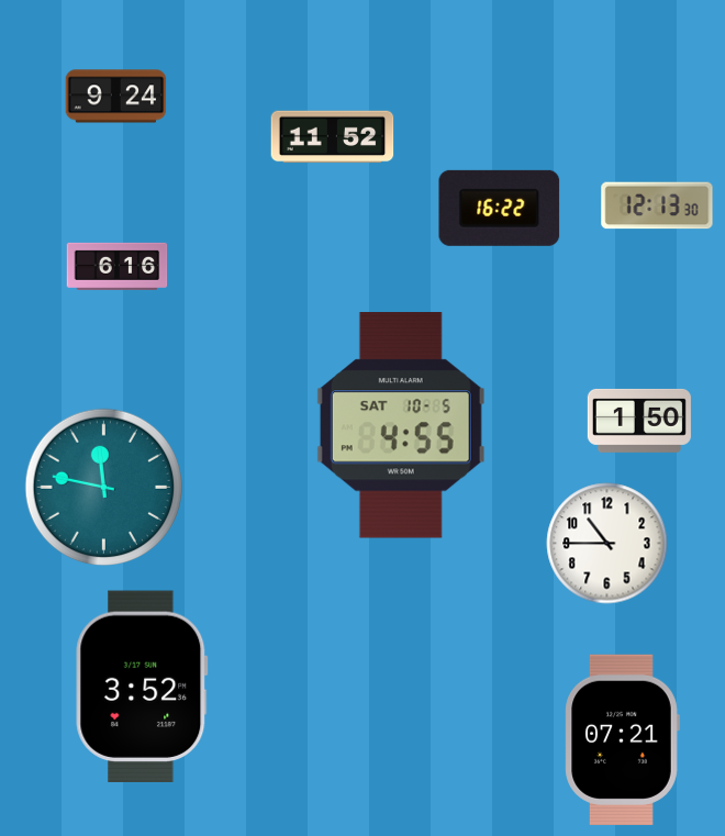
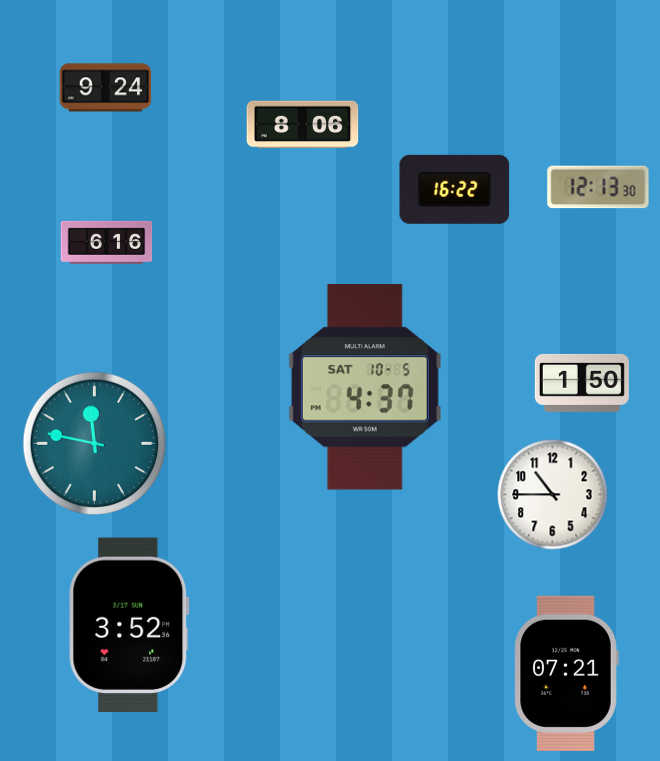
clock at (333, 137): 11:52 -> 8:06
clock at (401, 425): 4:55 -> 4:37
